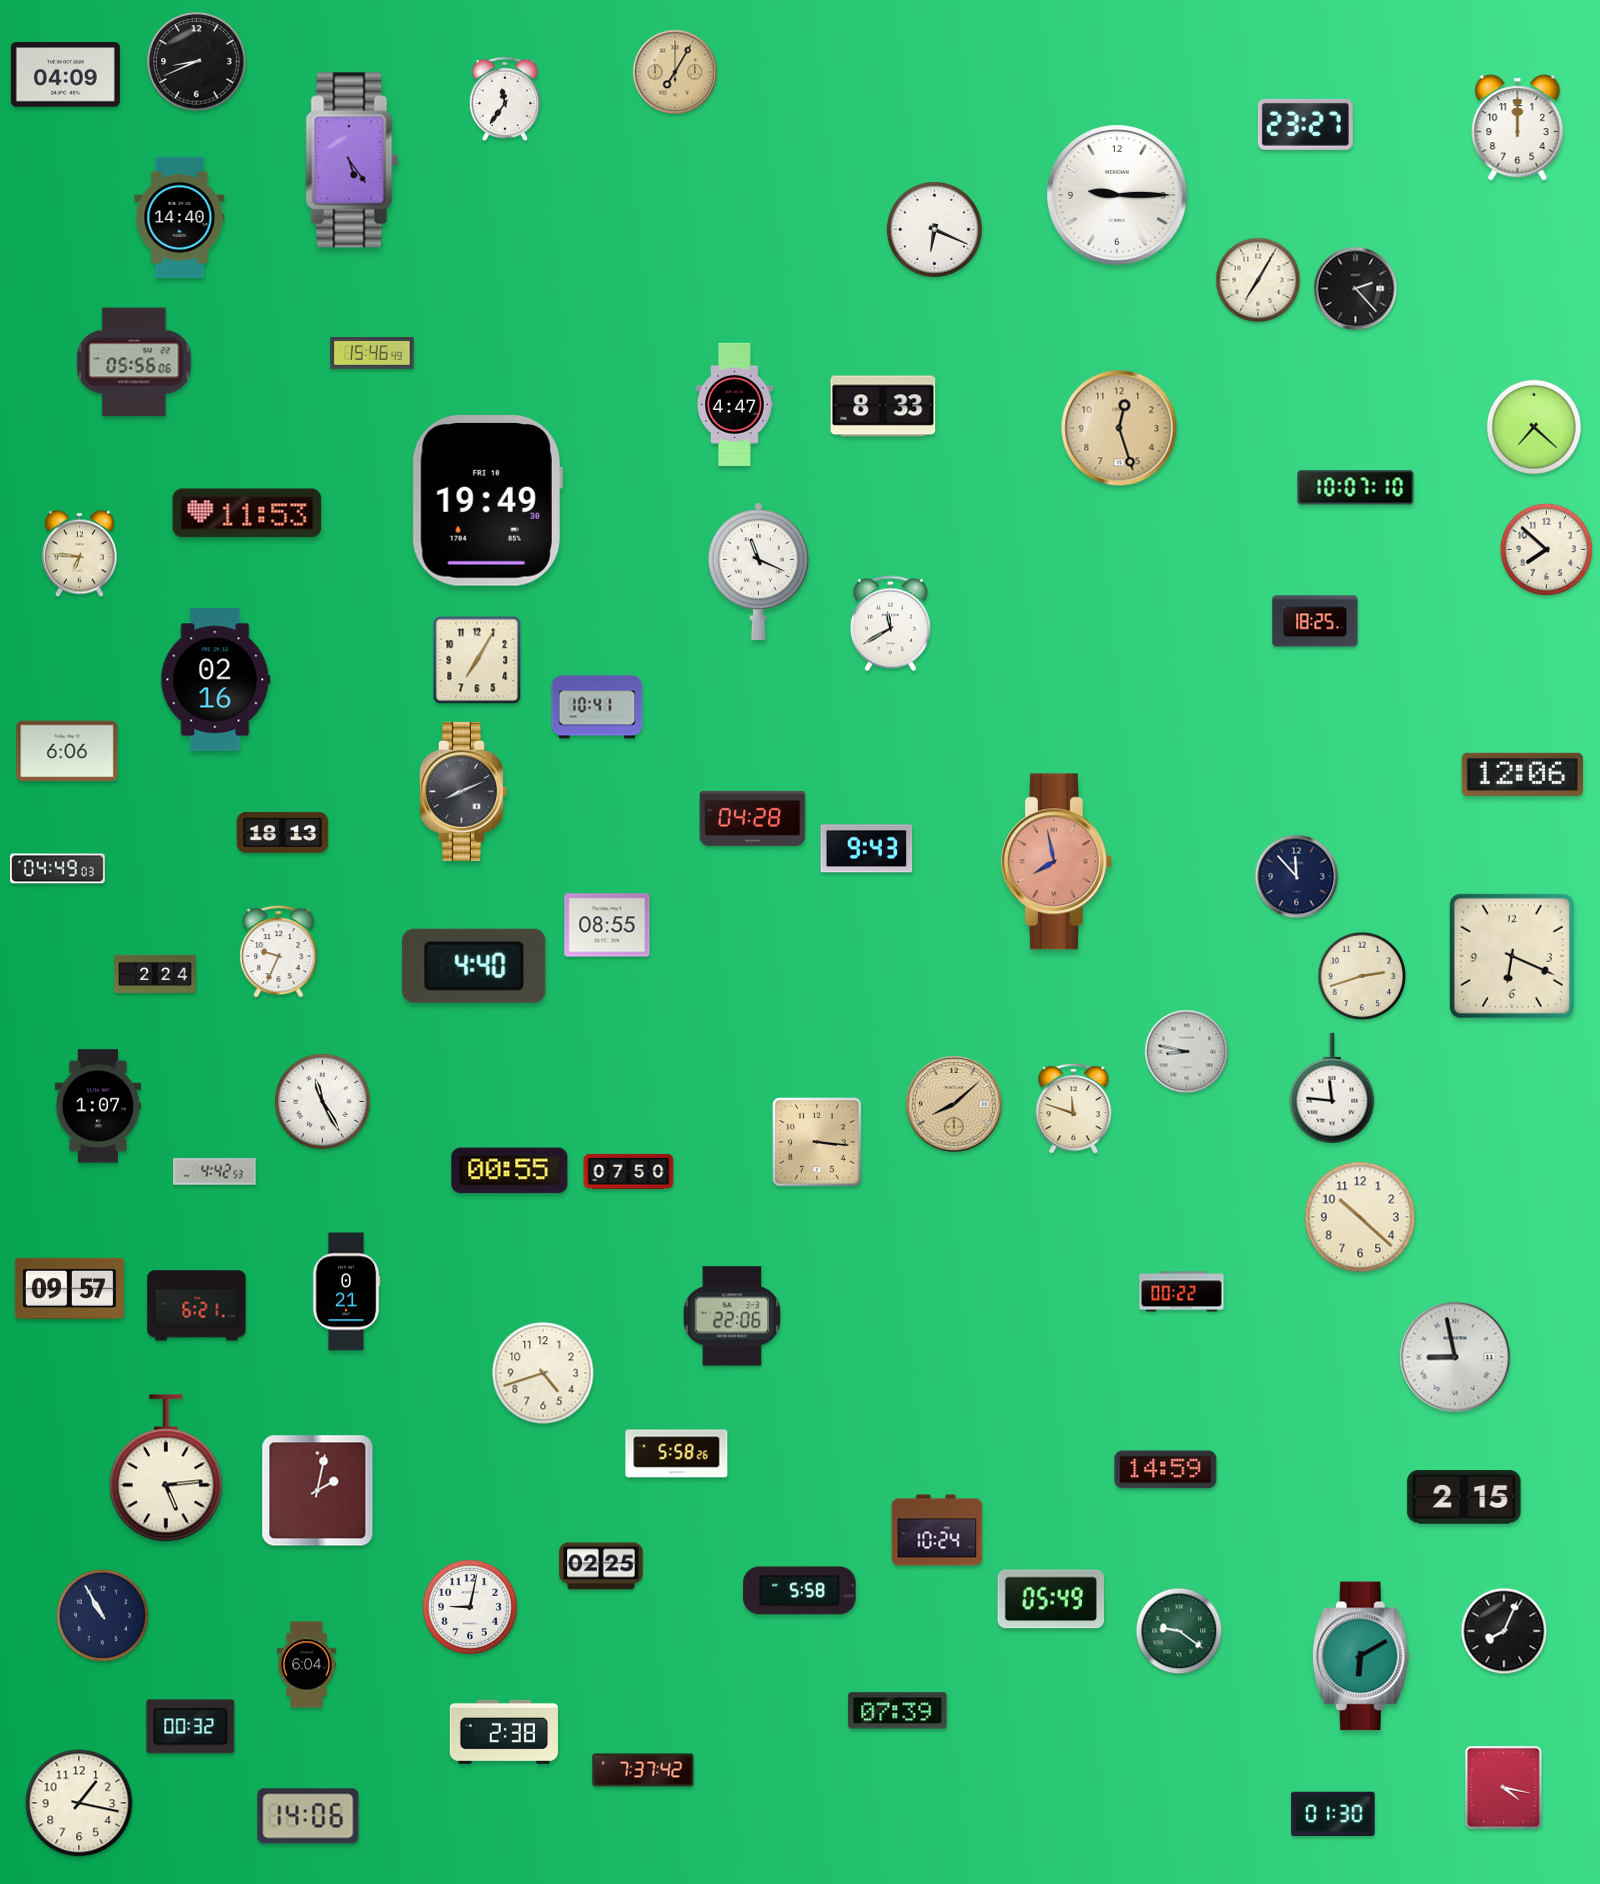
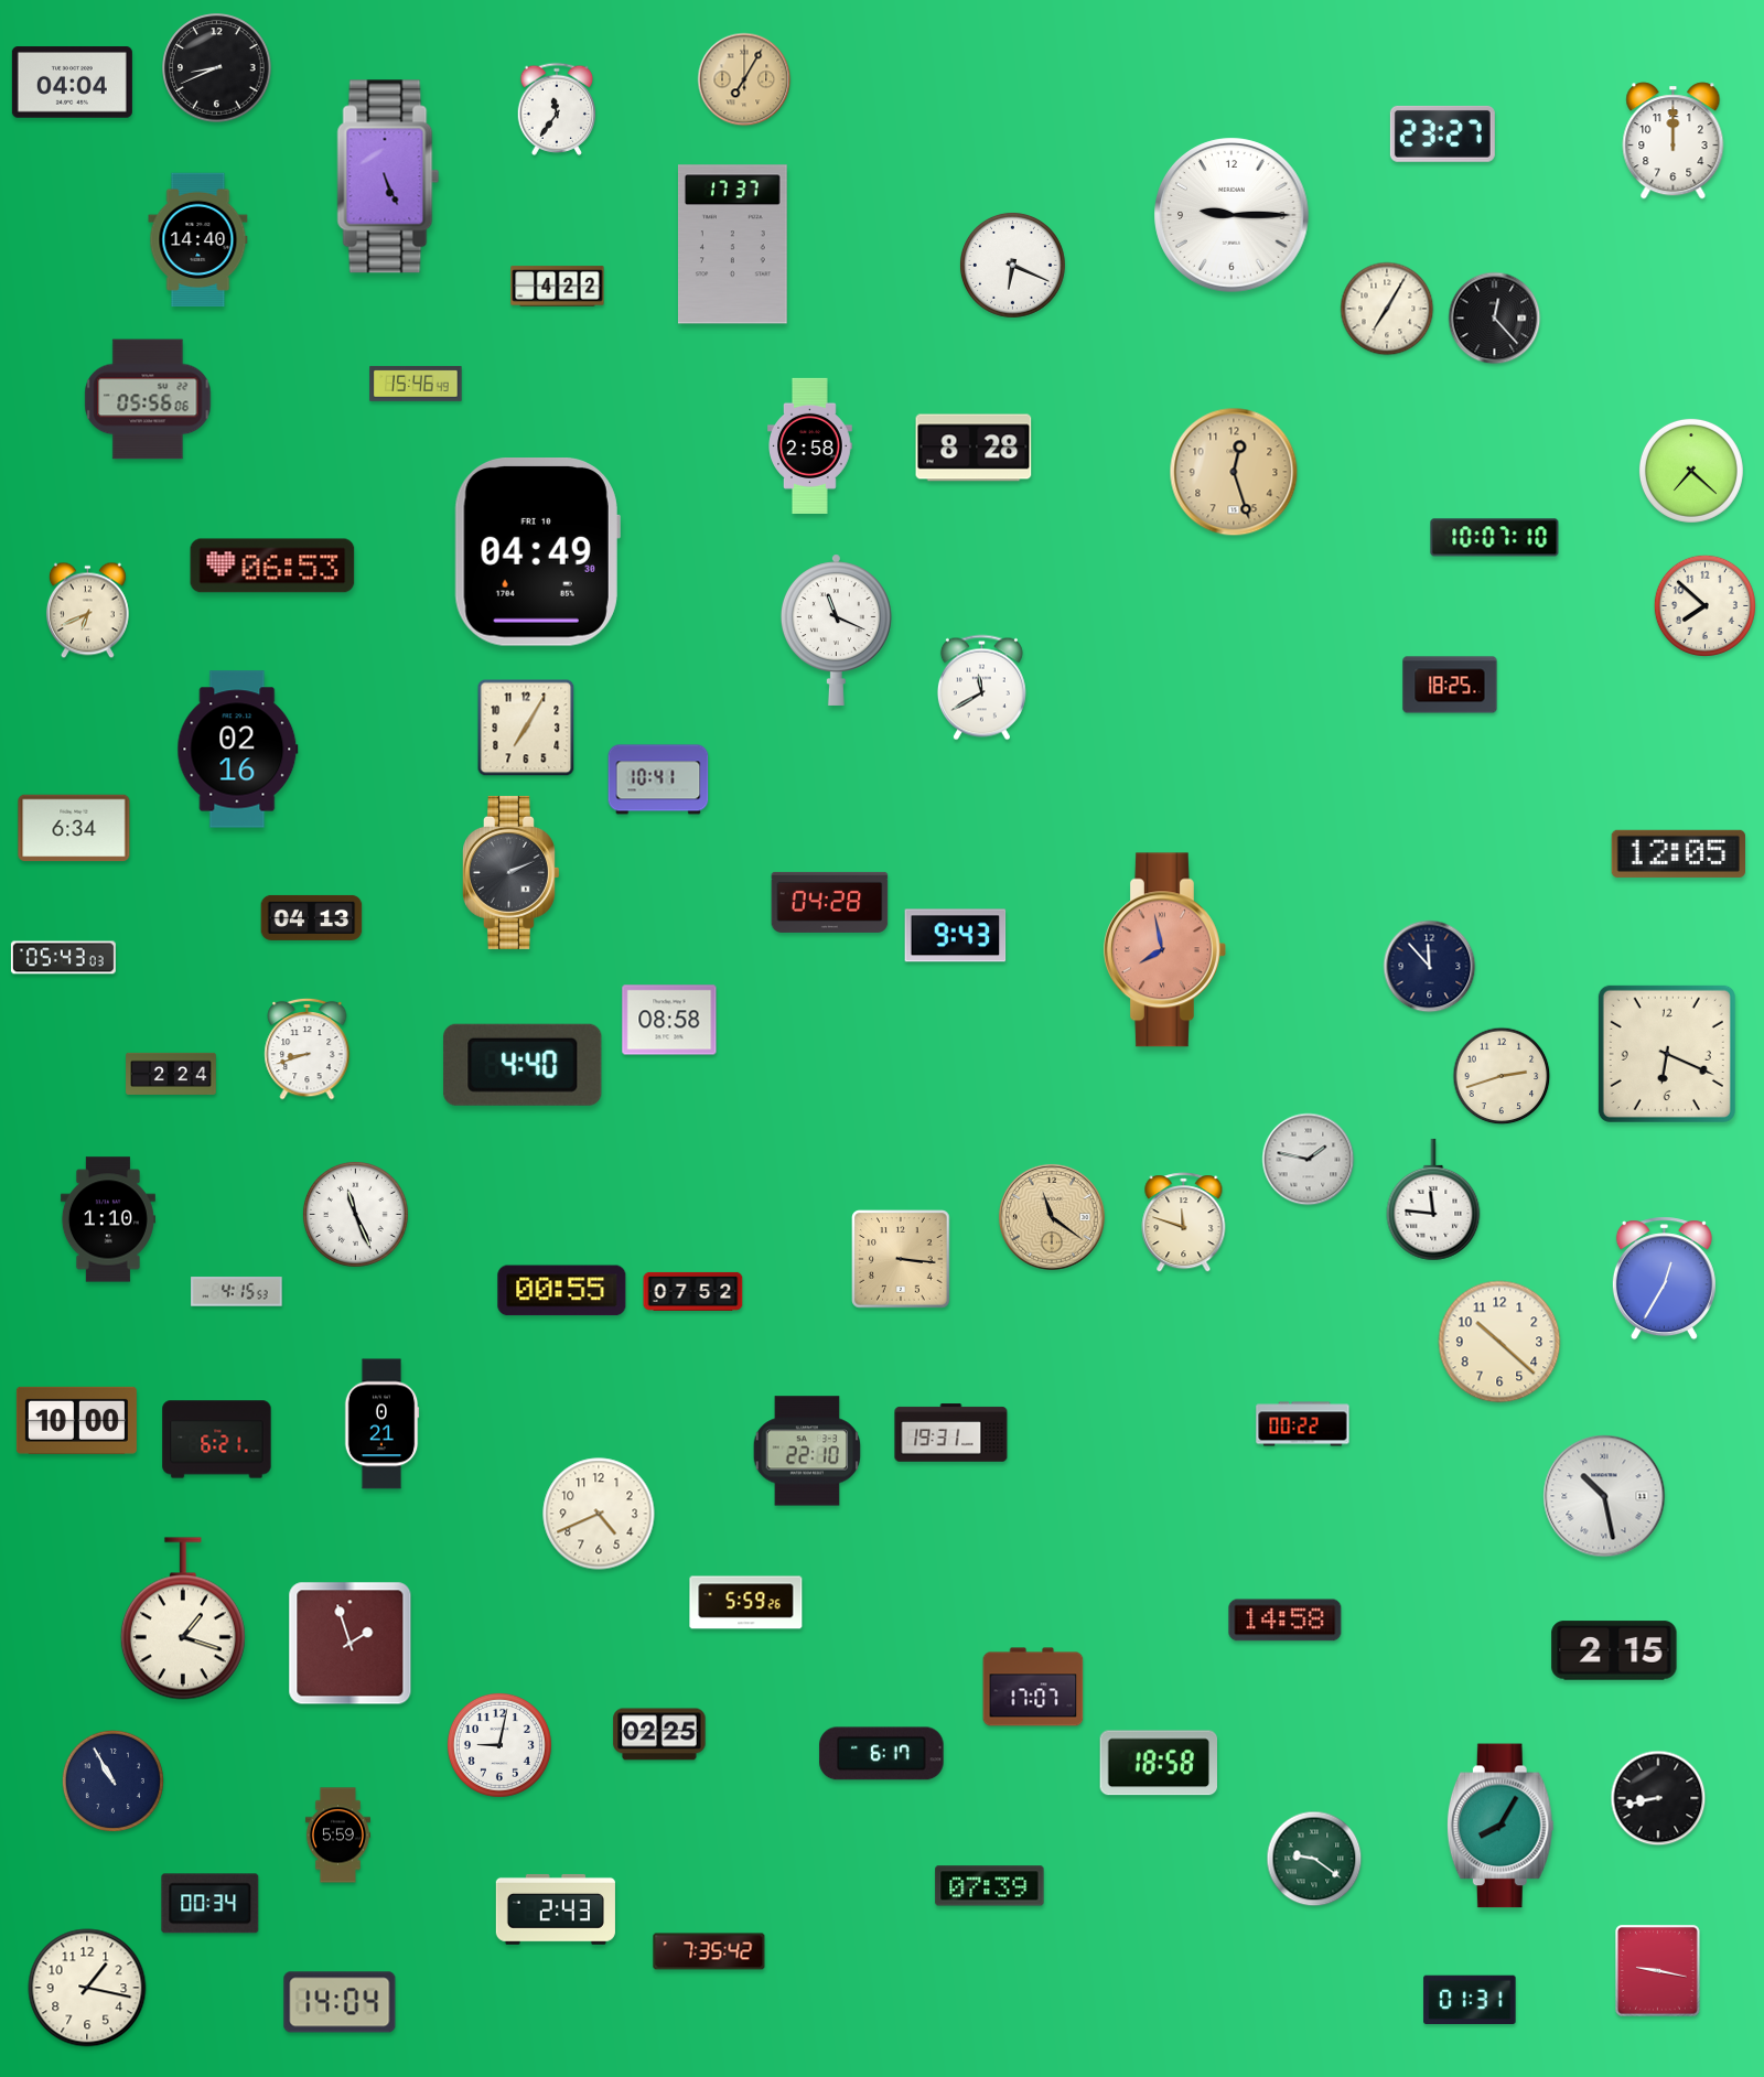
clock at (65, 75): 04:09 -> 04:04
clock at (1305, 124) position: (1305, 124) -> (1442, 133)
clock at (352, 160): 5:24 -> 5:26
clock at (732, 245): none -> 17:37
clock at (934, 229) position: (934, 229) -> (1012, 265)
clock at (558, 287): none -> 4:22
clock at (1356, 289): 2:23 -> 12:23
clock at (372, 353) position: (372, 353) -> (416, 384)
clock at (735, 404): 4:47 -> 2:58
clock at (883, 406): 8:33 -> 8:28
clock at (487, 501): 19:49 -> 04:49
clock at (247, 513): 11:53 -> 06:53
clock at (79, 554): 6:46 -> 6:41
clock at (67, 751): 6:06 -> 6:34
clock at (1523, 774): 12:06 -> 12:05
clock at (464, 791): 8:11 -> 2:11
clock at (283, 832): 18:13 -> 04:13
clock at (57, 869): 04:49 -> 05:43
clock at (607, 925): 08:55 -> 08:58
clock at (279, 951): 9:34 -> 8:42
clock at (1187, 1052): 8:47 -> 1:47
clock at (1332, 1088) position: (1332, 1088) -> (1433, 1199)
clock at (322, 1101): 11:25 -> 11:26
clock at (954, 1104): 8:08 -> 11:21
clock at (98, 1106): 1:07 -> 1:10
clock at (1664, 1279): none -> 12:35
clock at (629, 1171): 07:50 -> 07:52
clock at (215, 1172): 4:42 -> 4:15
clock at (69, 1288): 09:57 -> 10:00
clock at (951, 1433): none -> 19:31
clock at (732, 1316): 22:06 -> 22:10
clock at (1455, 1357): 8:58 -> 10:28
clock at (543, 1373): 4:42 -> 4:41
clock at (677, 1454): 5:58 -> 5:59
clock at (166, 1468): 5:14 -> 1:18
clock at (1166, 1470): 14:59 -> 14:58
clock at (318, 1491): 2:02 -> 1:57
clock at (937, 1530): 10:24 -> 17:07
clock at (601, 1566) position: (601, 1566) -> (659, 1734)
clock at (800, 1591): 5:58 -> 6:17
clock at (1050, 1599): 05:49 -> 18:58
clock at (470, 1607) position: (470, 1607) -> (499, 1745)
clock at (1179, 1631) position: (1179, 1631) -> (1314, 1859)
clock at (1504, 1631): 8:04 -> 8:43
clock at (1361, 1656): 6:10 -> 8:05
clock at (306, 1665): 6:04 -> 5:59
clock at (191, 1727): 00:32 -> 00:34
clock at (504, 1732): 2:38 -> 2:43
clock at (643, 1770): 7:37 -> 7:35
clock at (1504, 1788): 4:17 -> 9:17
clock at (1333, 1813): 01:30 -> 01:31
clock at (308, 1816): 14:06 -> 14:04
